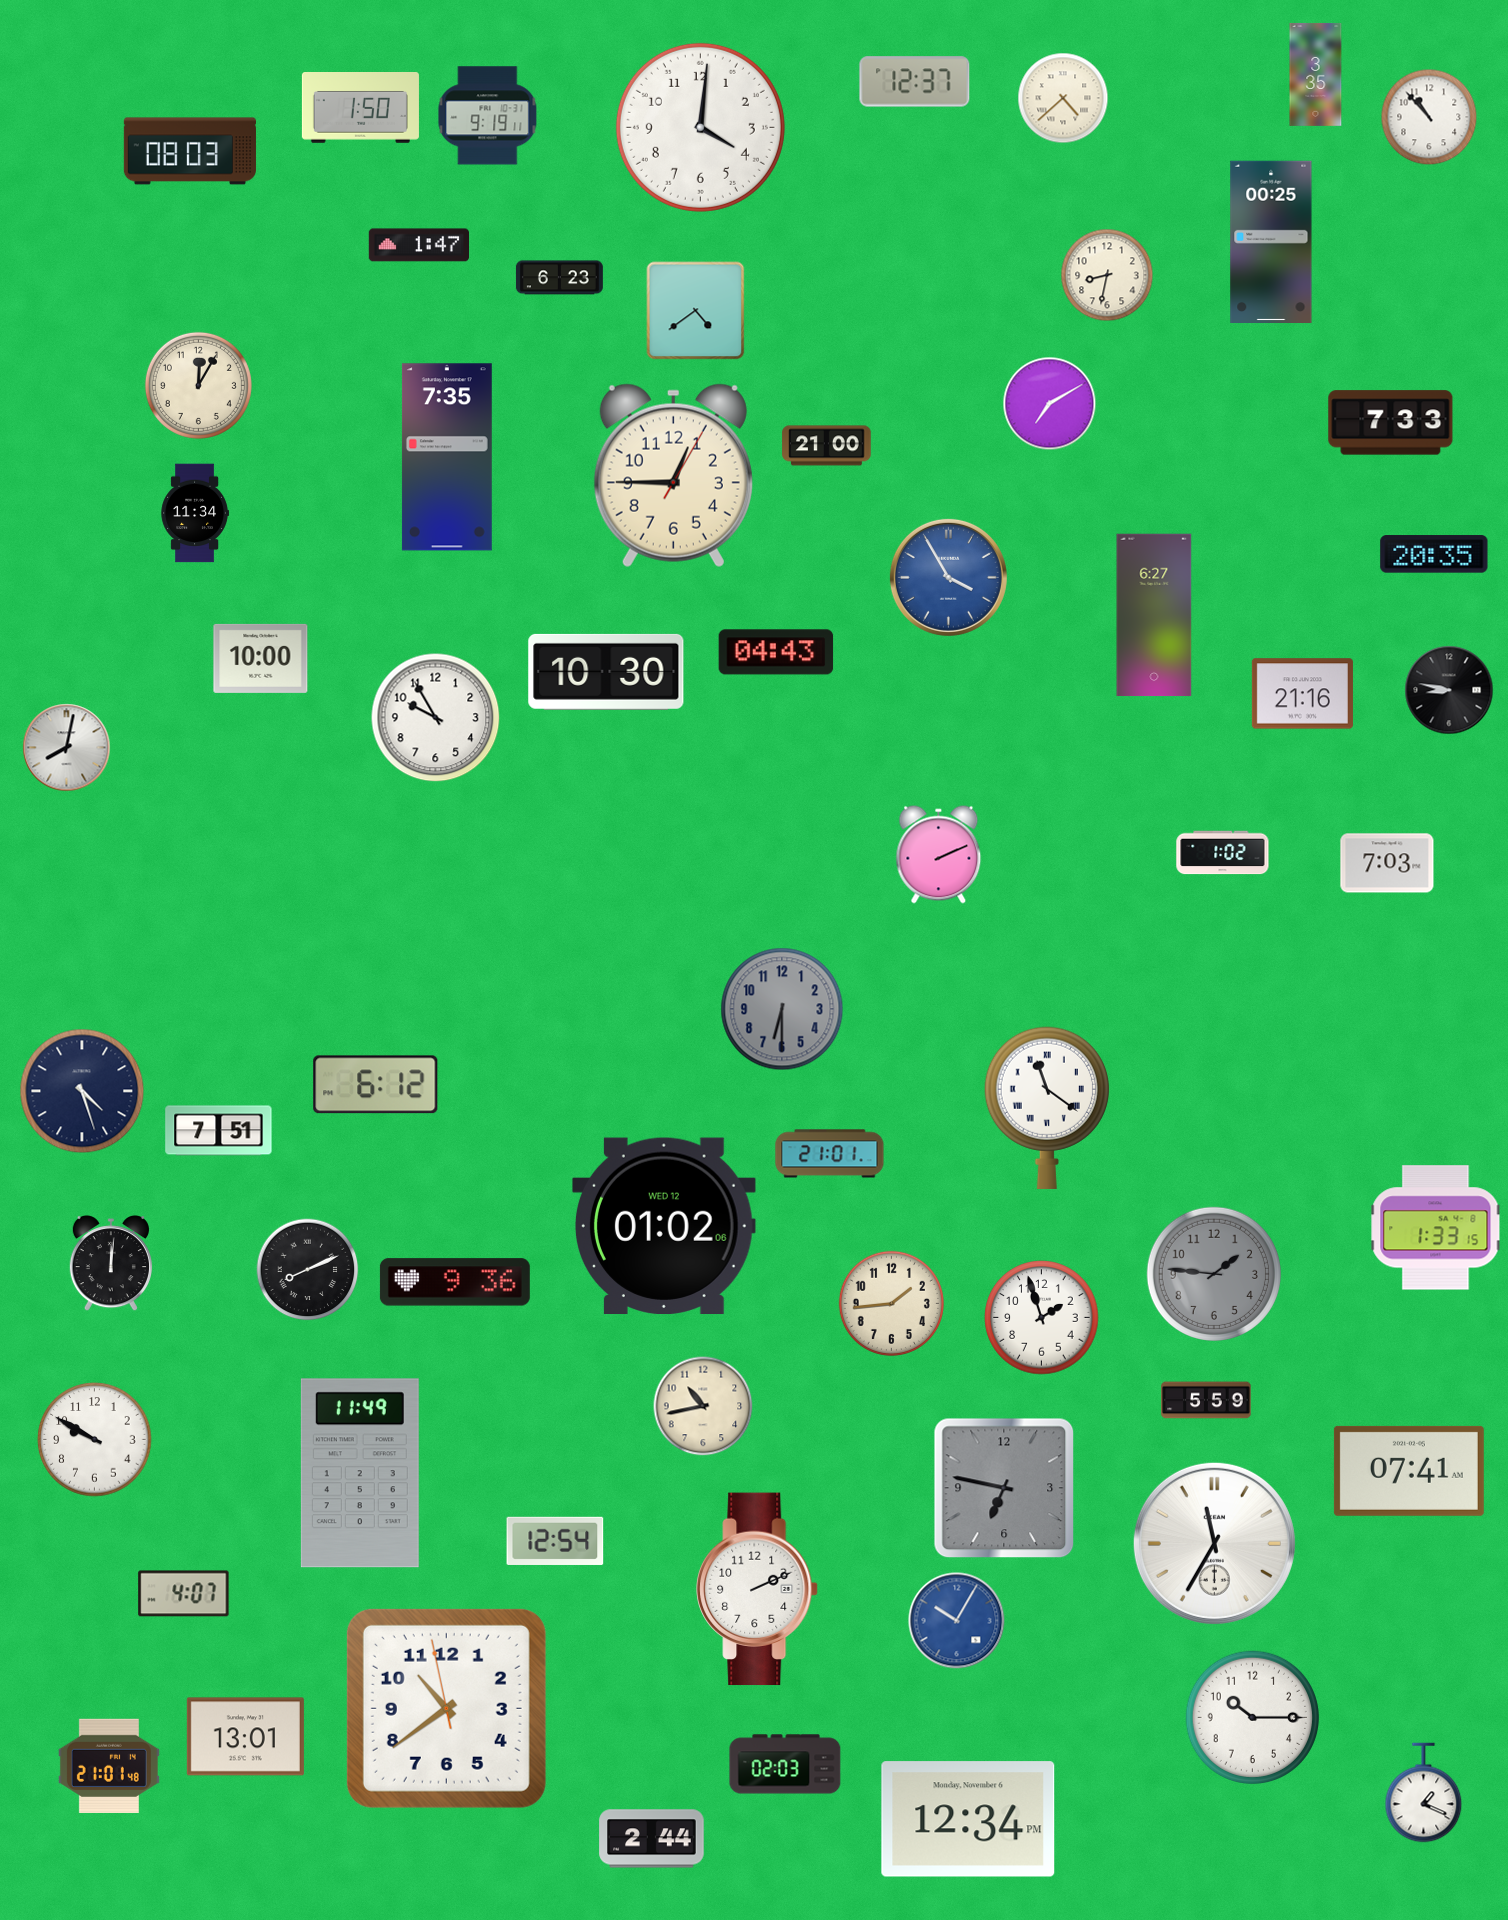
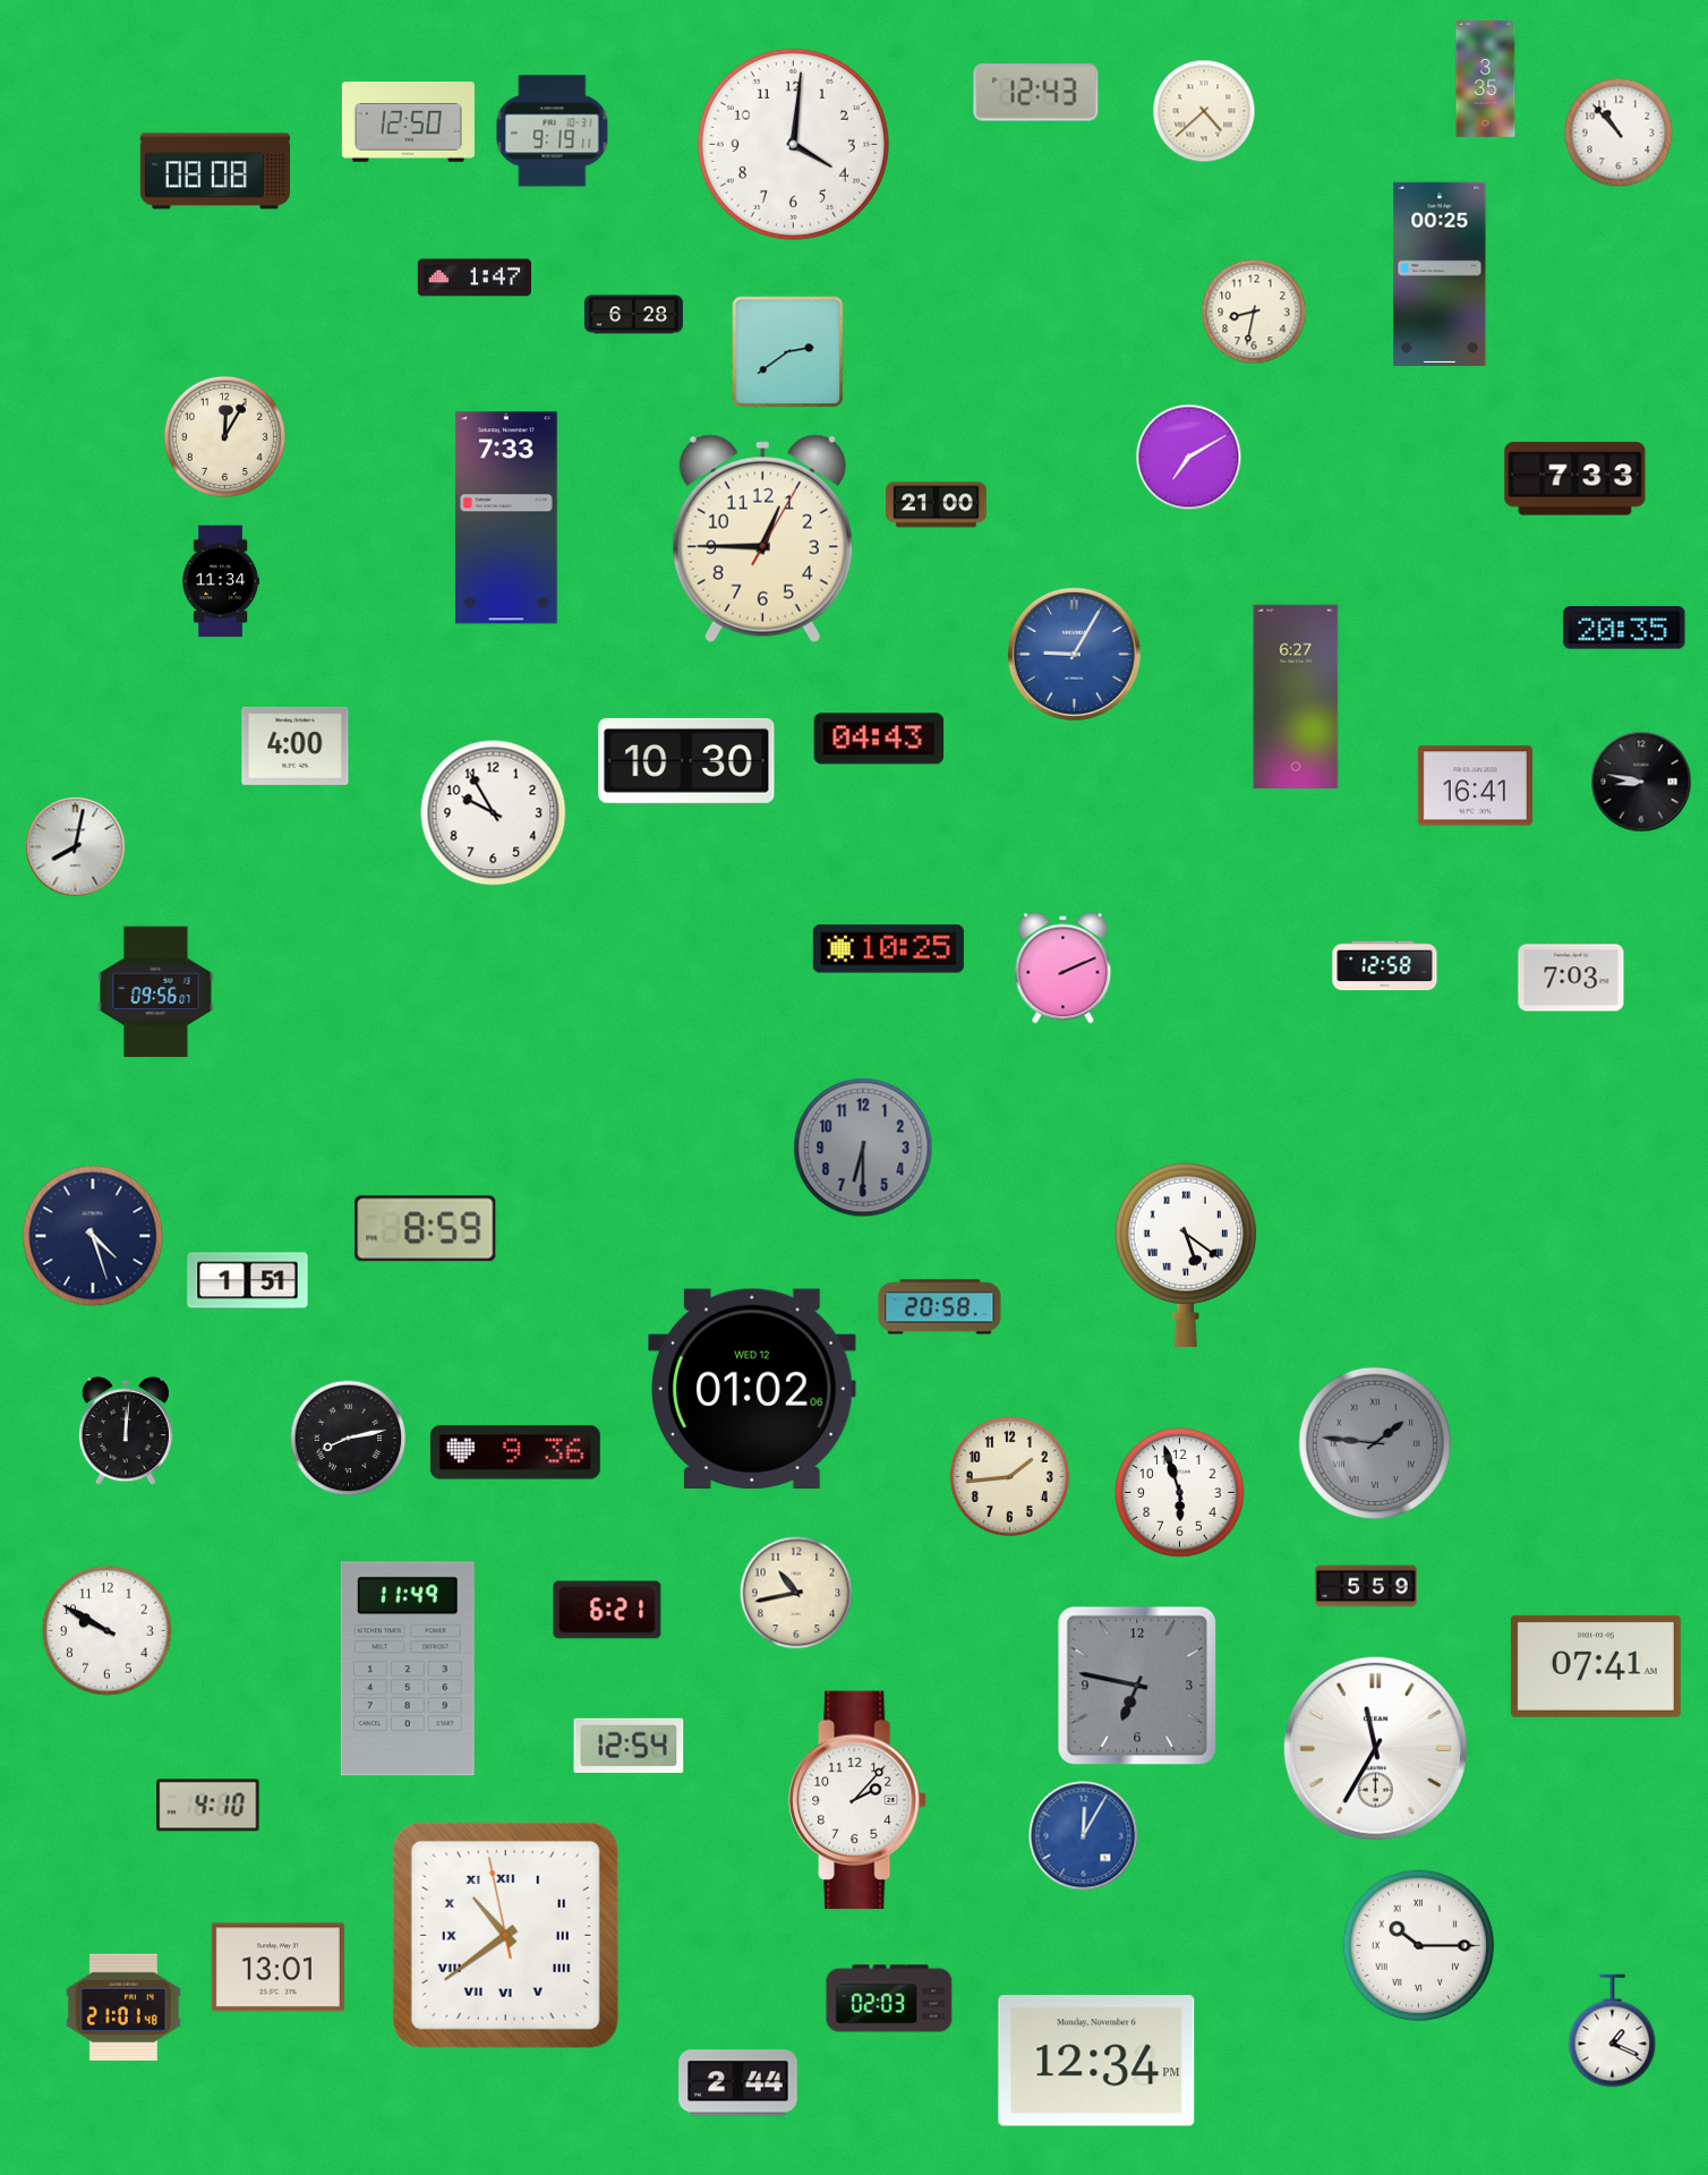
clock at (1316, 74) position: (1316, 74) -> (1486, 78)
clock at (915, 82): 12:37 -> 12:43
clock at (360, 108): 1:50 -> 12:50
clock at (190, 151): 08:03 -> 08:08
clock at (559, 278): 6:23 -> 6:28
clock at (696, 311): 4:39 -> 2:39
clock at (447, 457): 7:35 -> 7:33
clock at (948, 577): 3:55 -> 9:05
clock at (1154, 615) position: (1154, 615) -> (1296, 697)
clock at (261, 658): 10:00 -> 4:00
clock at (1302, 694): 21:16 -> 16:41
clock at (888, 949): none -> 10:25
clock at (1223, 853): 1:02 -> 12:58
clock at (156, 992): none -> 09:56
clock at (782, 1009) position: (782, 1009) -> (863, 1148)
clock at (376, 1085): 6:12 -> 8:59
clock at (1047, 1108): 11:21 -> 5:21
clock at (219, 1131): 7:51 -> 1:51
clock at (830, 1154): 21:01 -> 20:58
clock at (1436, 1228): 1:33 -> none
clock at (308, 1270): 8:11 -> 8:13
clock at (1214, 1274) numerals: Arabic -> Roman
clock at (1042, 1318): 1:57 -> 5:57
clock at (607, 1610): none -> 6:21
clock at (757, 1589): 2:11 -> 2:07
clock at (184, 1594): 4:07 -> 4:10
clock at (957, 1621): 10:05 -> 12:05
clock at (446, 1708) numerals: Arabic -> Roman
clock at (1252, 1717) numerals: Arabic -> Roman
clock at (109, 1766) position: (109, 1766) -> (123, 2007)
